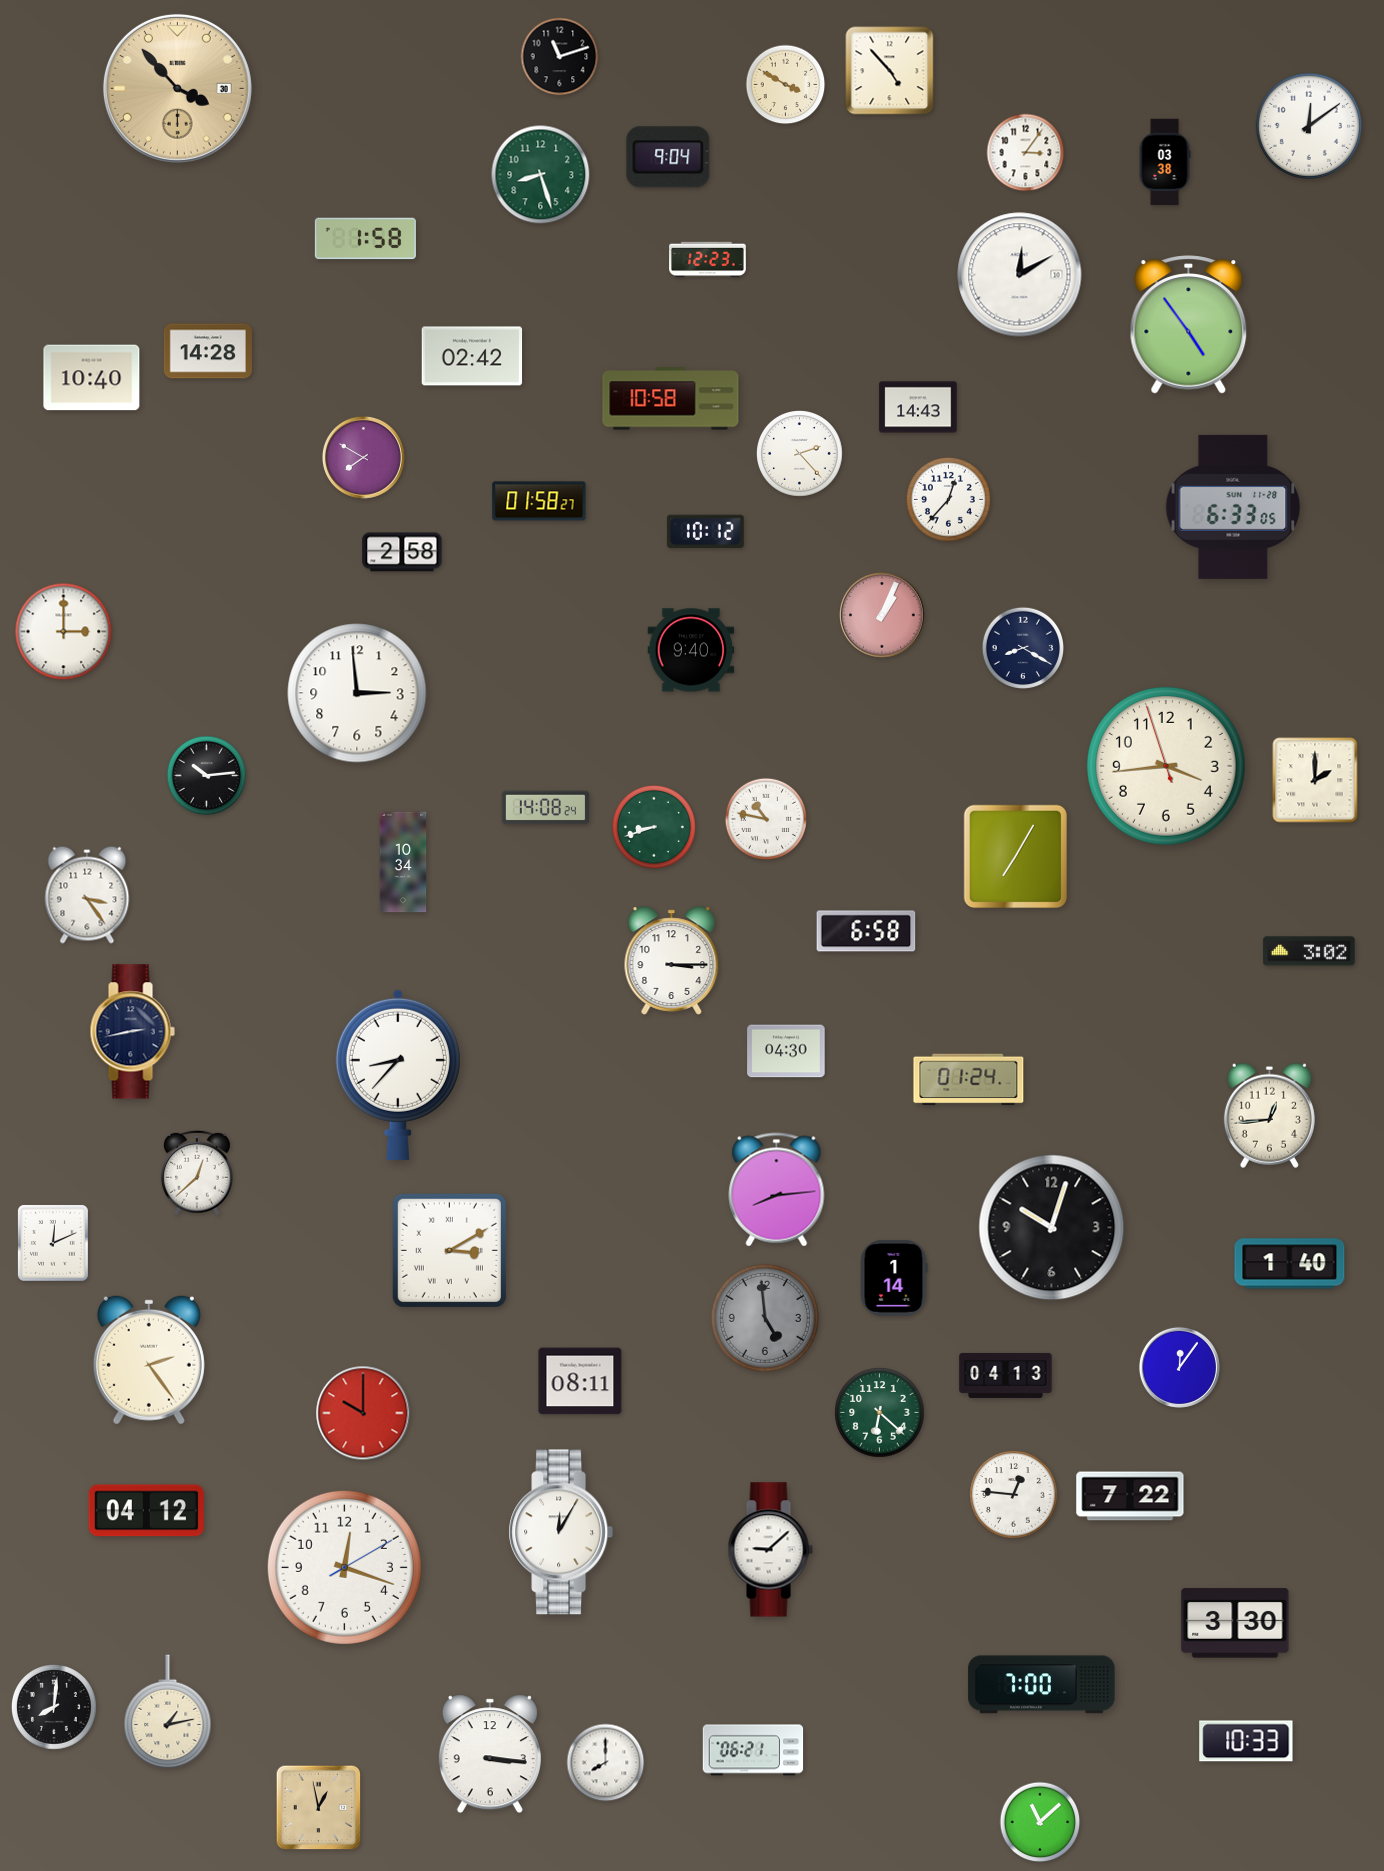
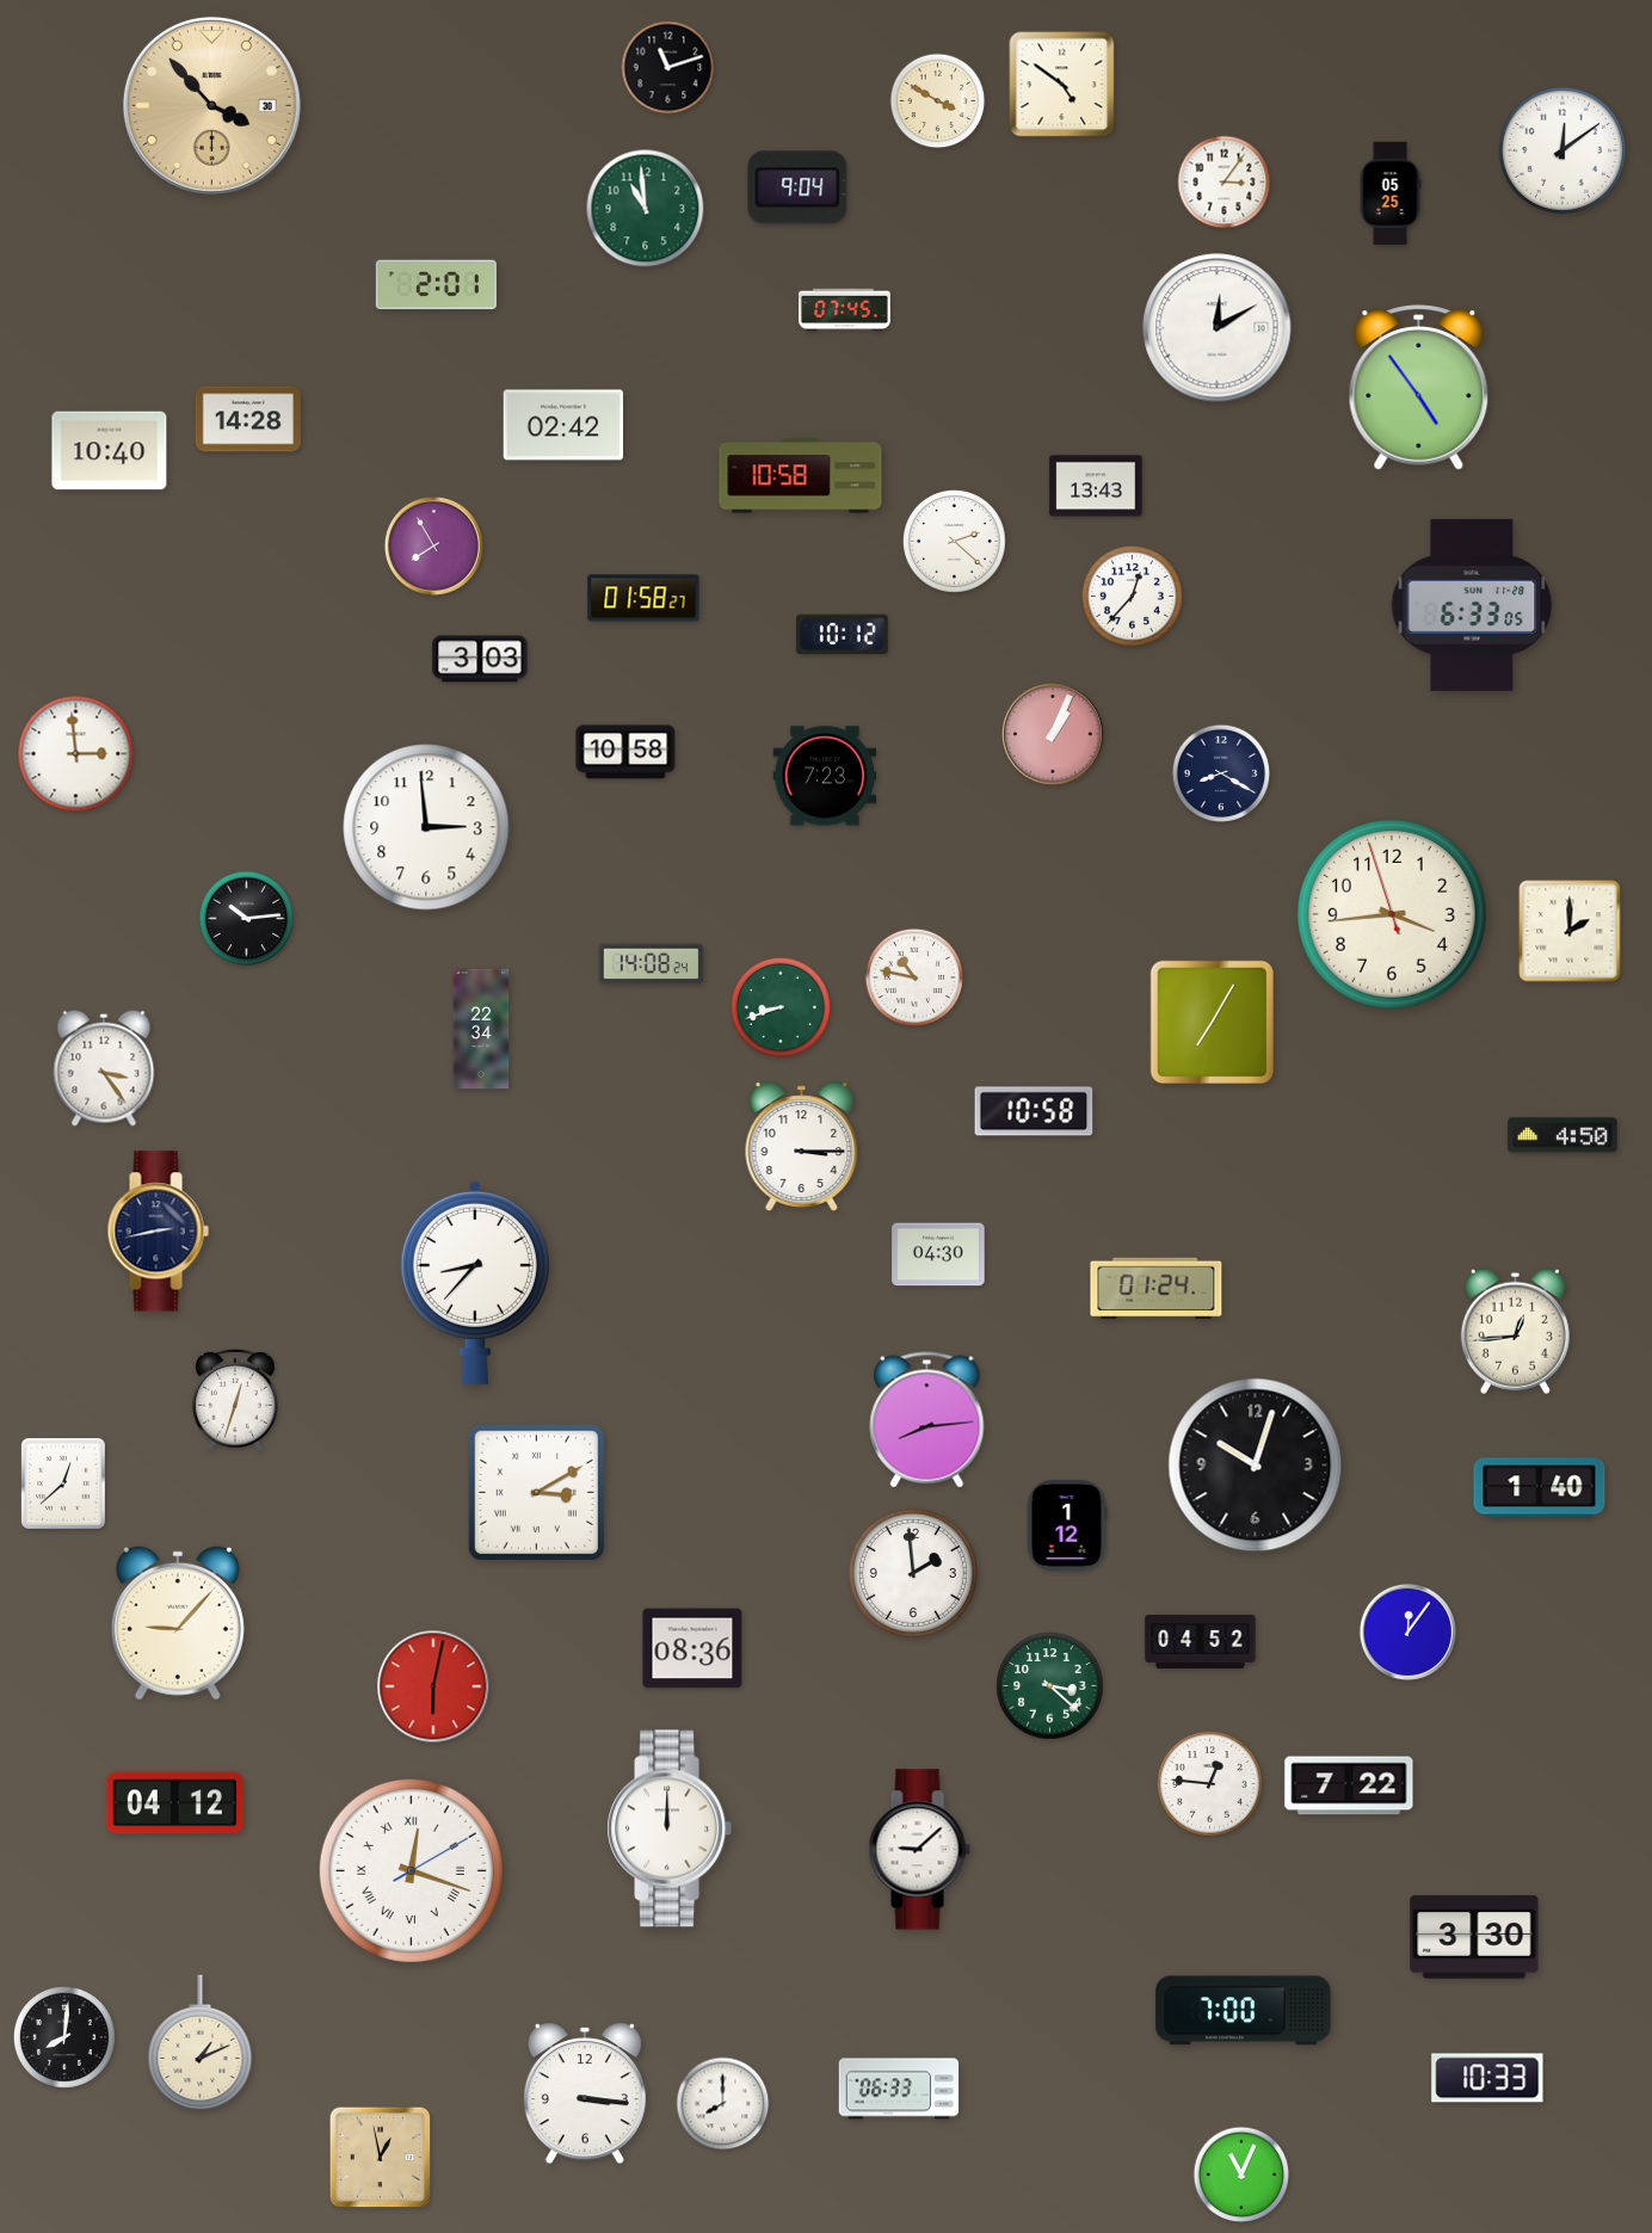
clock at (890, 71): 4:53 -> 4:51
clock at (1165, 162): 03:38 -> 05:25
clock at (541, 175): 8:27 -> 10:59
clock at (365, 239): 1:58 -> 2:01
clock at (708, 260): 12:23 -> 07:45
clock at (918, 407): 14:43 -> 13:43
clock at (800, 454): 2:23 -> 2:22
clock at (363, 457): 7:50 -> 7:55
clock at (402, 552): 2:58 -> 3:03
clock at (625, 752): none -> 10:58
clock at (64, 632): 3:00 -> 2:59
clock at (691, 650): 9:40 -> 7:23
clock at (207, 776) position: (207, 776) -> (247, 919)
clock at (654, 827) position: (654, 827) -> (781, 1007)
clock at (403, 862): 10:34 -> 22:34
clock at (866, 931): 6:58 -> 10:58
clock at (1309, 951): 3:02 -> 4:50
clock at (197, 1173): 12:38 -> 12:33
clock at (53, 1243): 12:11 -> 12:38
clock at (1290, 1264) position: (1290, 1264) -> (1540, 1488)
clock at (894, 1278): 1:14 -> 1:12
clock at (765, 1318): 4:59 -> 1:59
clock at (765, 1318) dial: grey -> white
clock at (149, 1360): 2:24 -> 9:07
clock at (1006, 1375): 04:13 -> 04:52
clock at (580, 1381): 08:11 -> 08:36
clock at (363, 1413): 10:00 -> 6:02
clock at (880, 1413): 6:22 -> 3:22
clock at (561, 1532): 12:05 -> 12:00
clock at (344, 1567) numerals: Arabic -> Roman
clock at (168, 1712): 1:13 -> 1:11
clock at (753, 1750): 06:21 -> 06:33
clock at (1040, 1822): 11:08 -> 11:04
